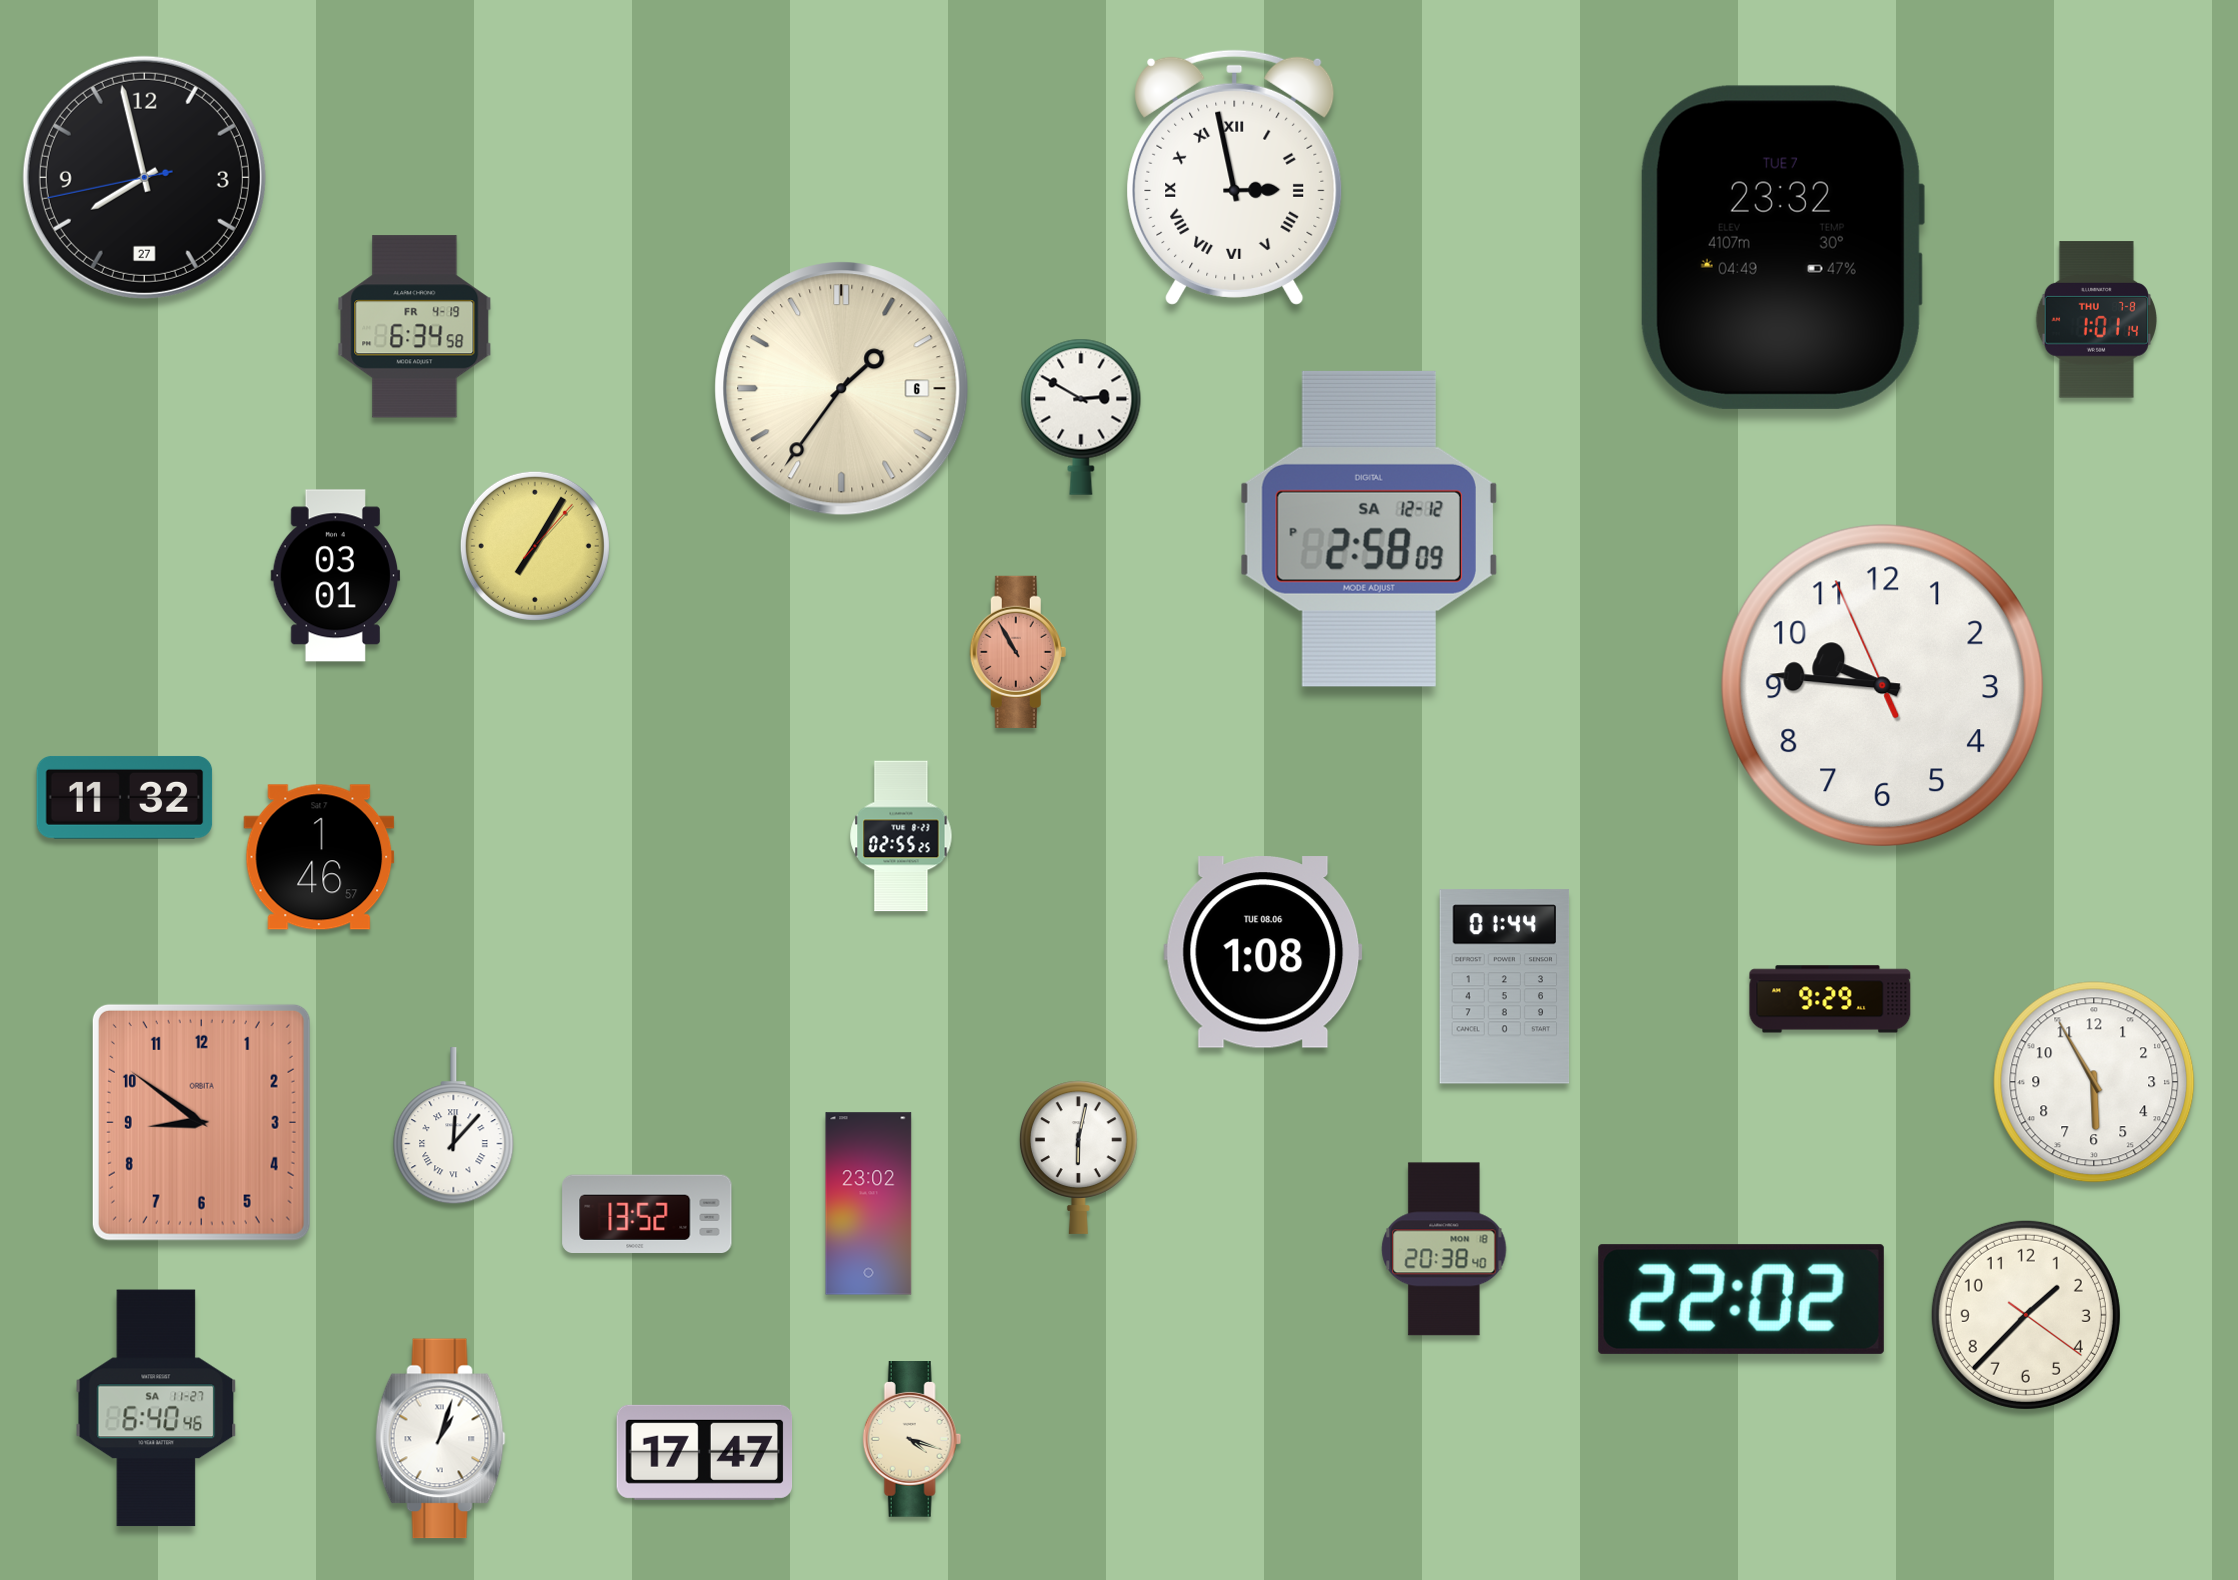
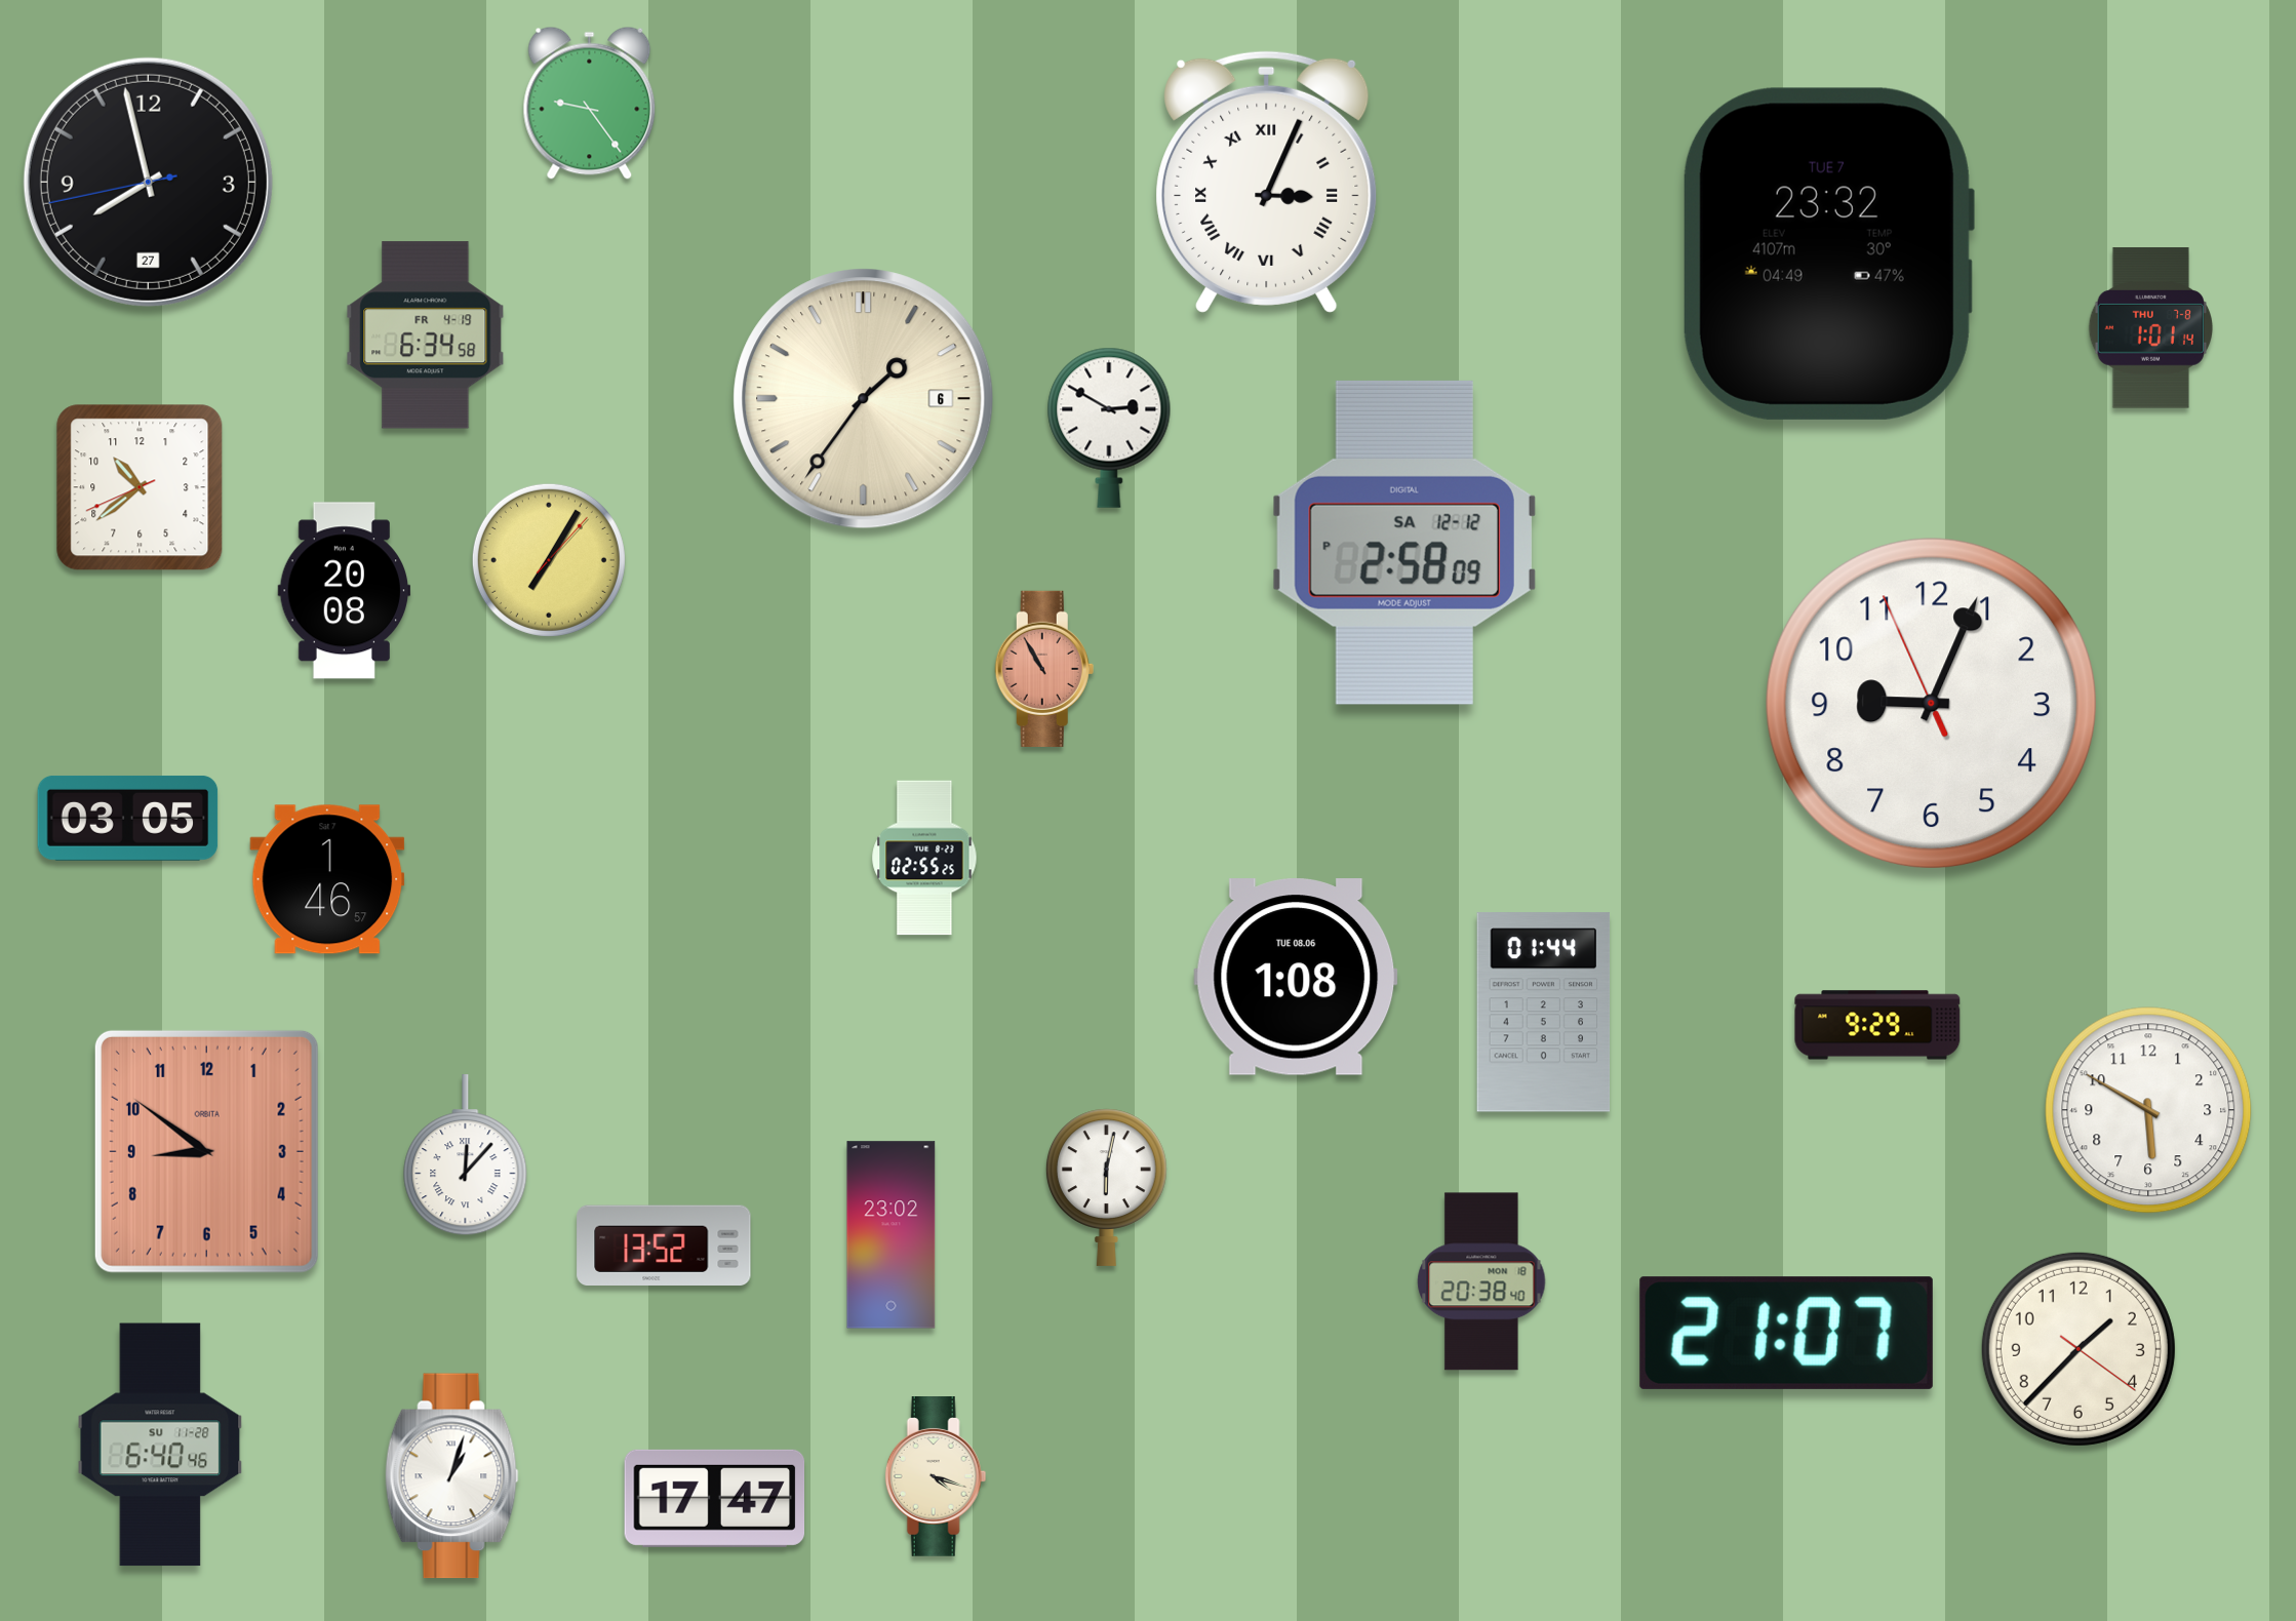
clock at (590, 103): none -> 9:24
clock at (1235, 177): 2:58 -> 3:04
clock at (140, 487): none -> 10:38
clock at (336, 576): 03:01 -> 20:08
clock at (1882, 685): 9:45 -> 9:03
clock at (125, 797): 11:32 -> 03:05
clock at (2094, 1082): 5:55 -> 5:50
clock at (1741, 1299): 22:02 -> 21:07
clock at (156, 1408) date: SA 11-27 -> SU 11-28
clock at (705, 1452) position: (705, 1452) -> (715, 1498)
